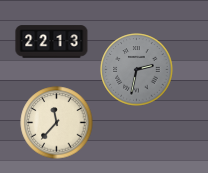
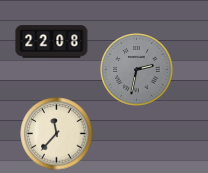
clock at (52, 42): 22:13 -> 22:08
clock at (57, 123) position: (57, 123) -> (57, 134)
